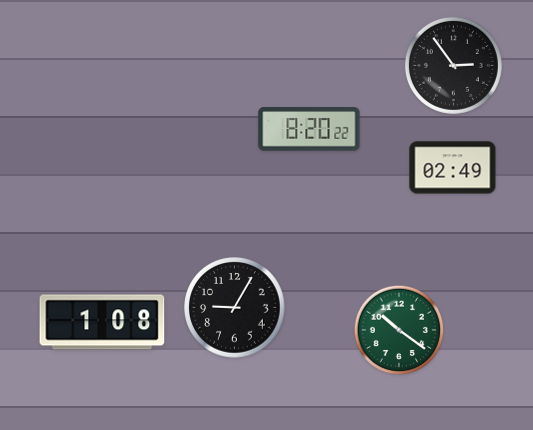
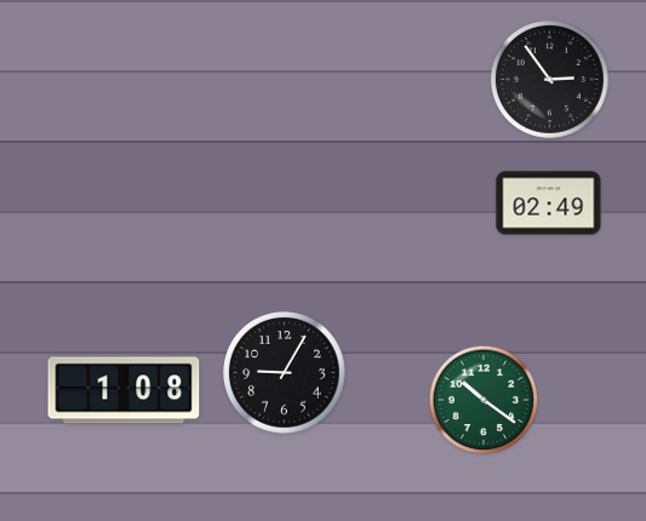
clock at (309, 129): 8:20 -> none
